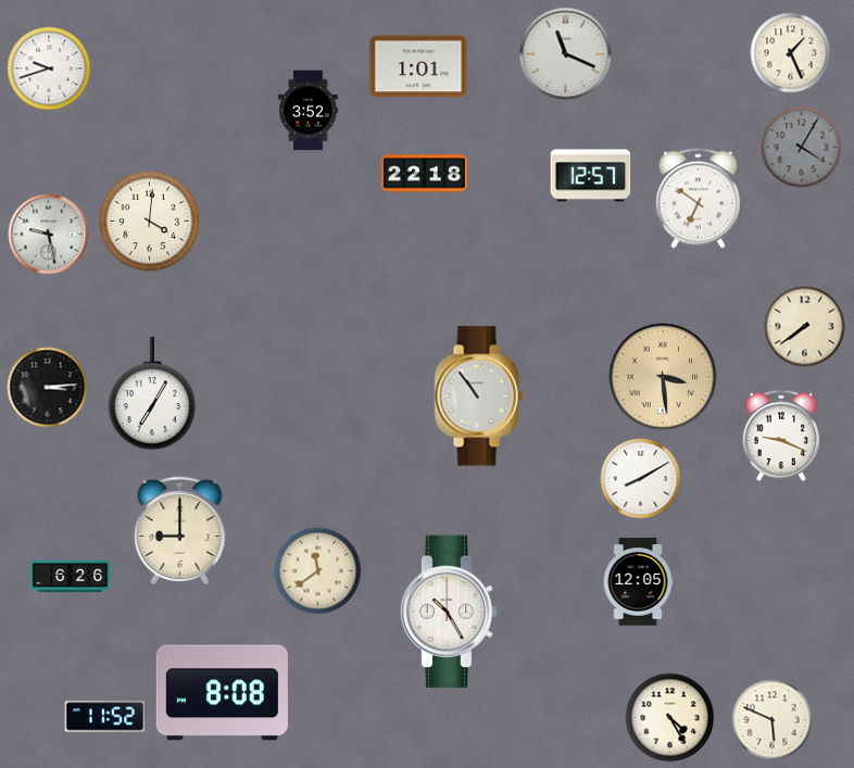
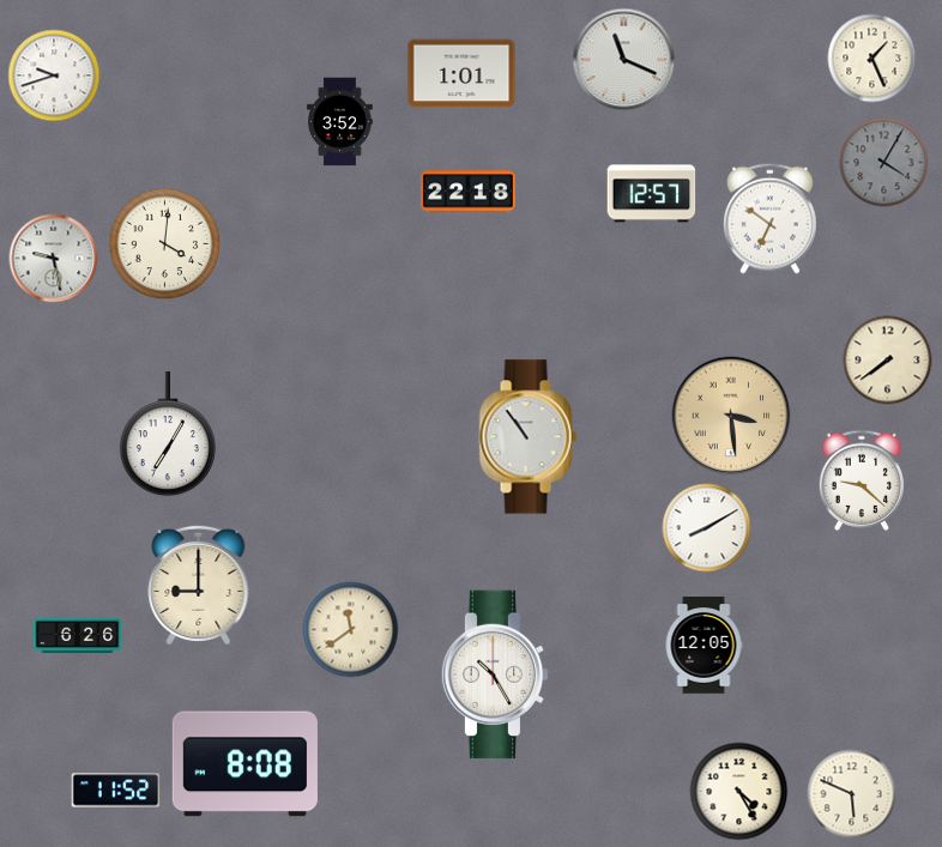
clock at (48, 388): 3:14 -> none
clock at (780, 436): 9:19 -> 9:22
clock at (638, 582) position: (638, 582) -> (704, 646)
